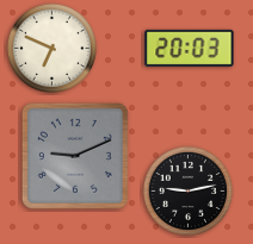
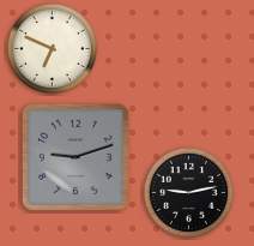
clock at (190, 48): 20:03 -> none
clock at (75, 156): 9:11 -> 9:12
